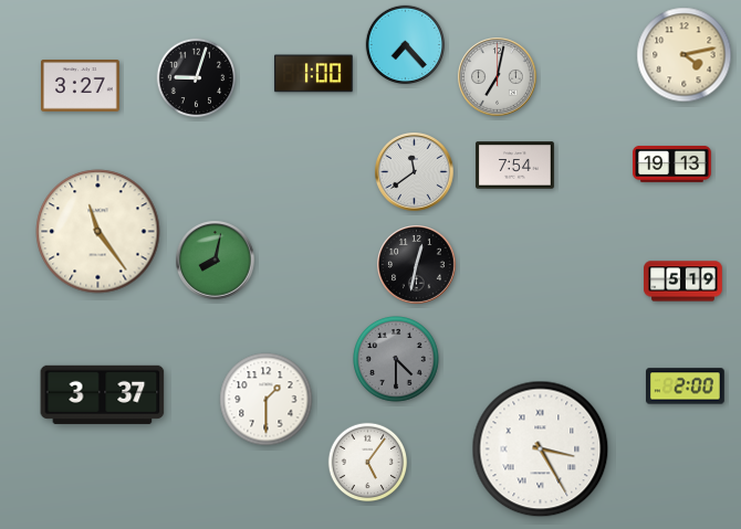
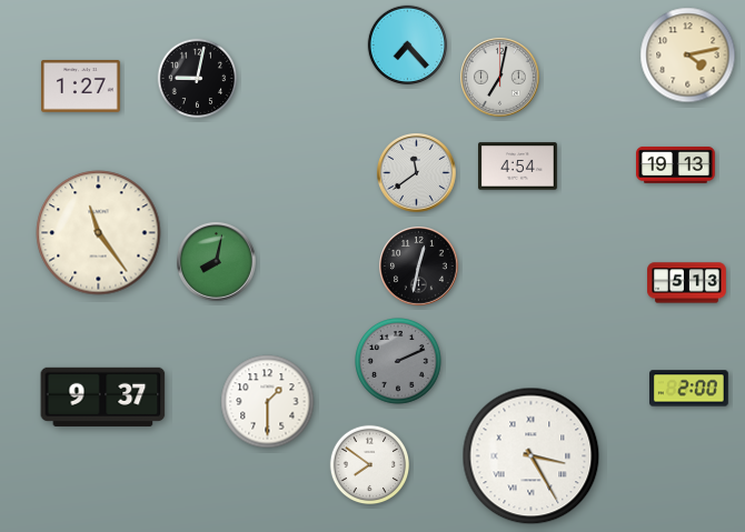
clock at (313, 74): 1:00 -> none
clock at (197, 78): 9:03 -> 9:02
clock at (81, 86): 3:27 -> 1:27
clock at (515, 166): 7:54 -> 4:54
clock at (683, 282): 5:19 -> 5:13
clock at (397, 360): 4:30 -> 2:11
clock at (103, 394): 3:37 -> 9:37
clock at (541, 449) position: (541, 449) -> (532, 456)
clock at (368, 463): 5:06 -> 7:51
